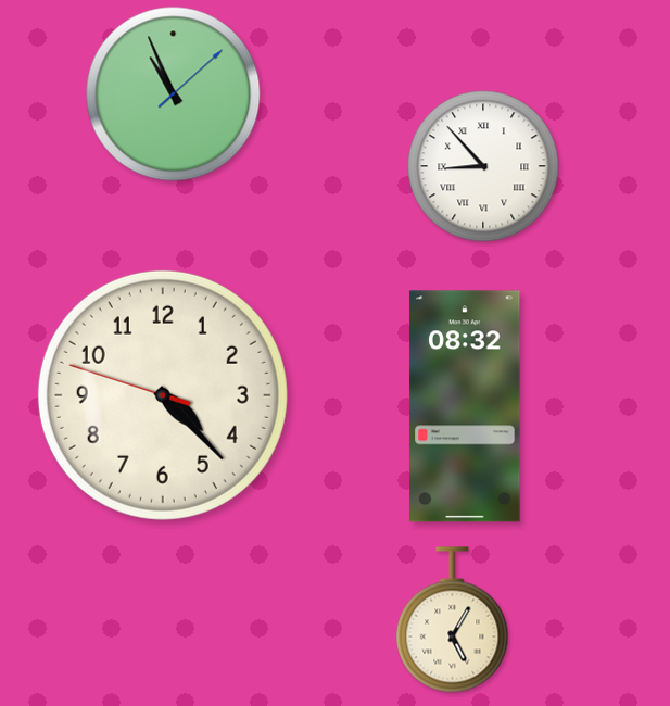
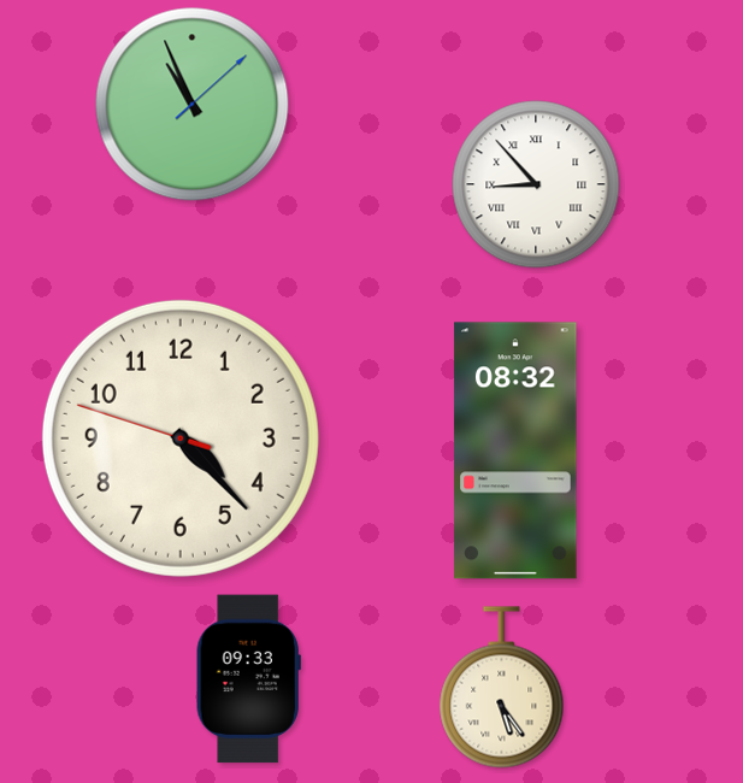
clock at (248, 679): none -> 09:33
clock at (453, 620): 5:05 -> 5:24
